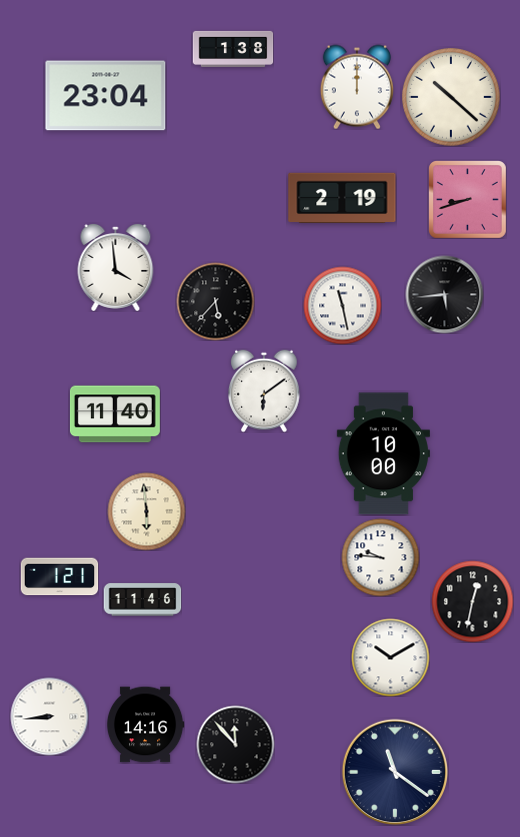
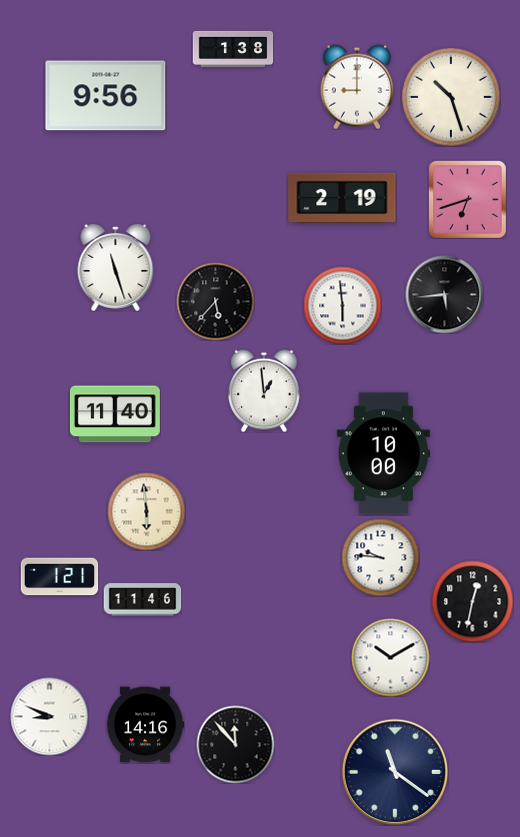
clock at (357, 87): 12:00 -> 9:00
clock at (106, 96): 23:04 -> 9:56
clock at (451, 97): 10:22 -> 10:27
clock at (468, 200): 8:42 -> 6:42
clock at (116, 267): 3:59 -> 11:27
clock at (342, 305): 11:28 -> 5:59
clock at (264, 391): 6:09 -> 12:59
clock at (49, 716): 8:44 -> 8:49
